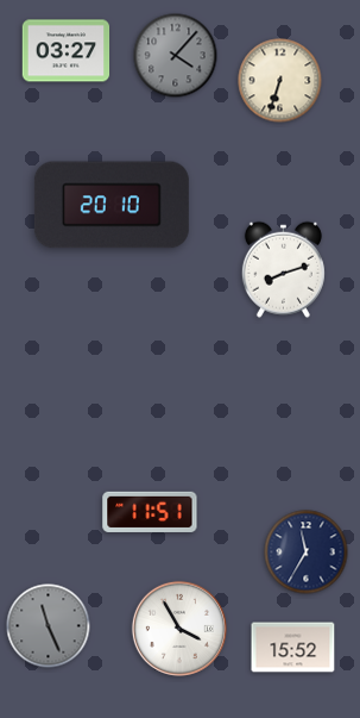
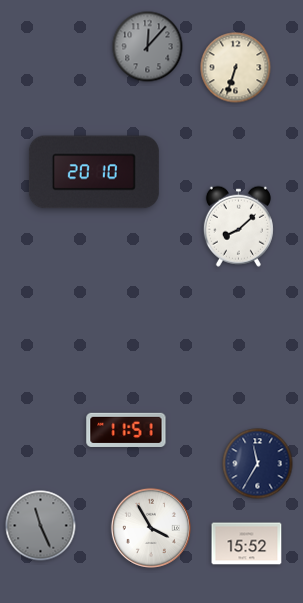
clock at (67, 51): 03:27 -> none
clock at (176, 56): 4:07 -> 12:07
clock at (283, 269): 8:12 -> 8:08
